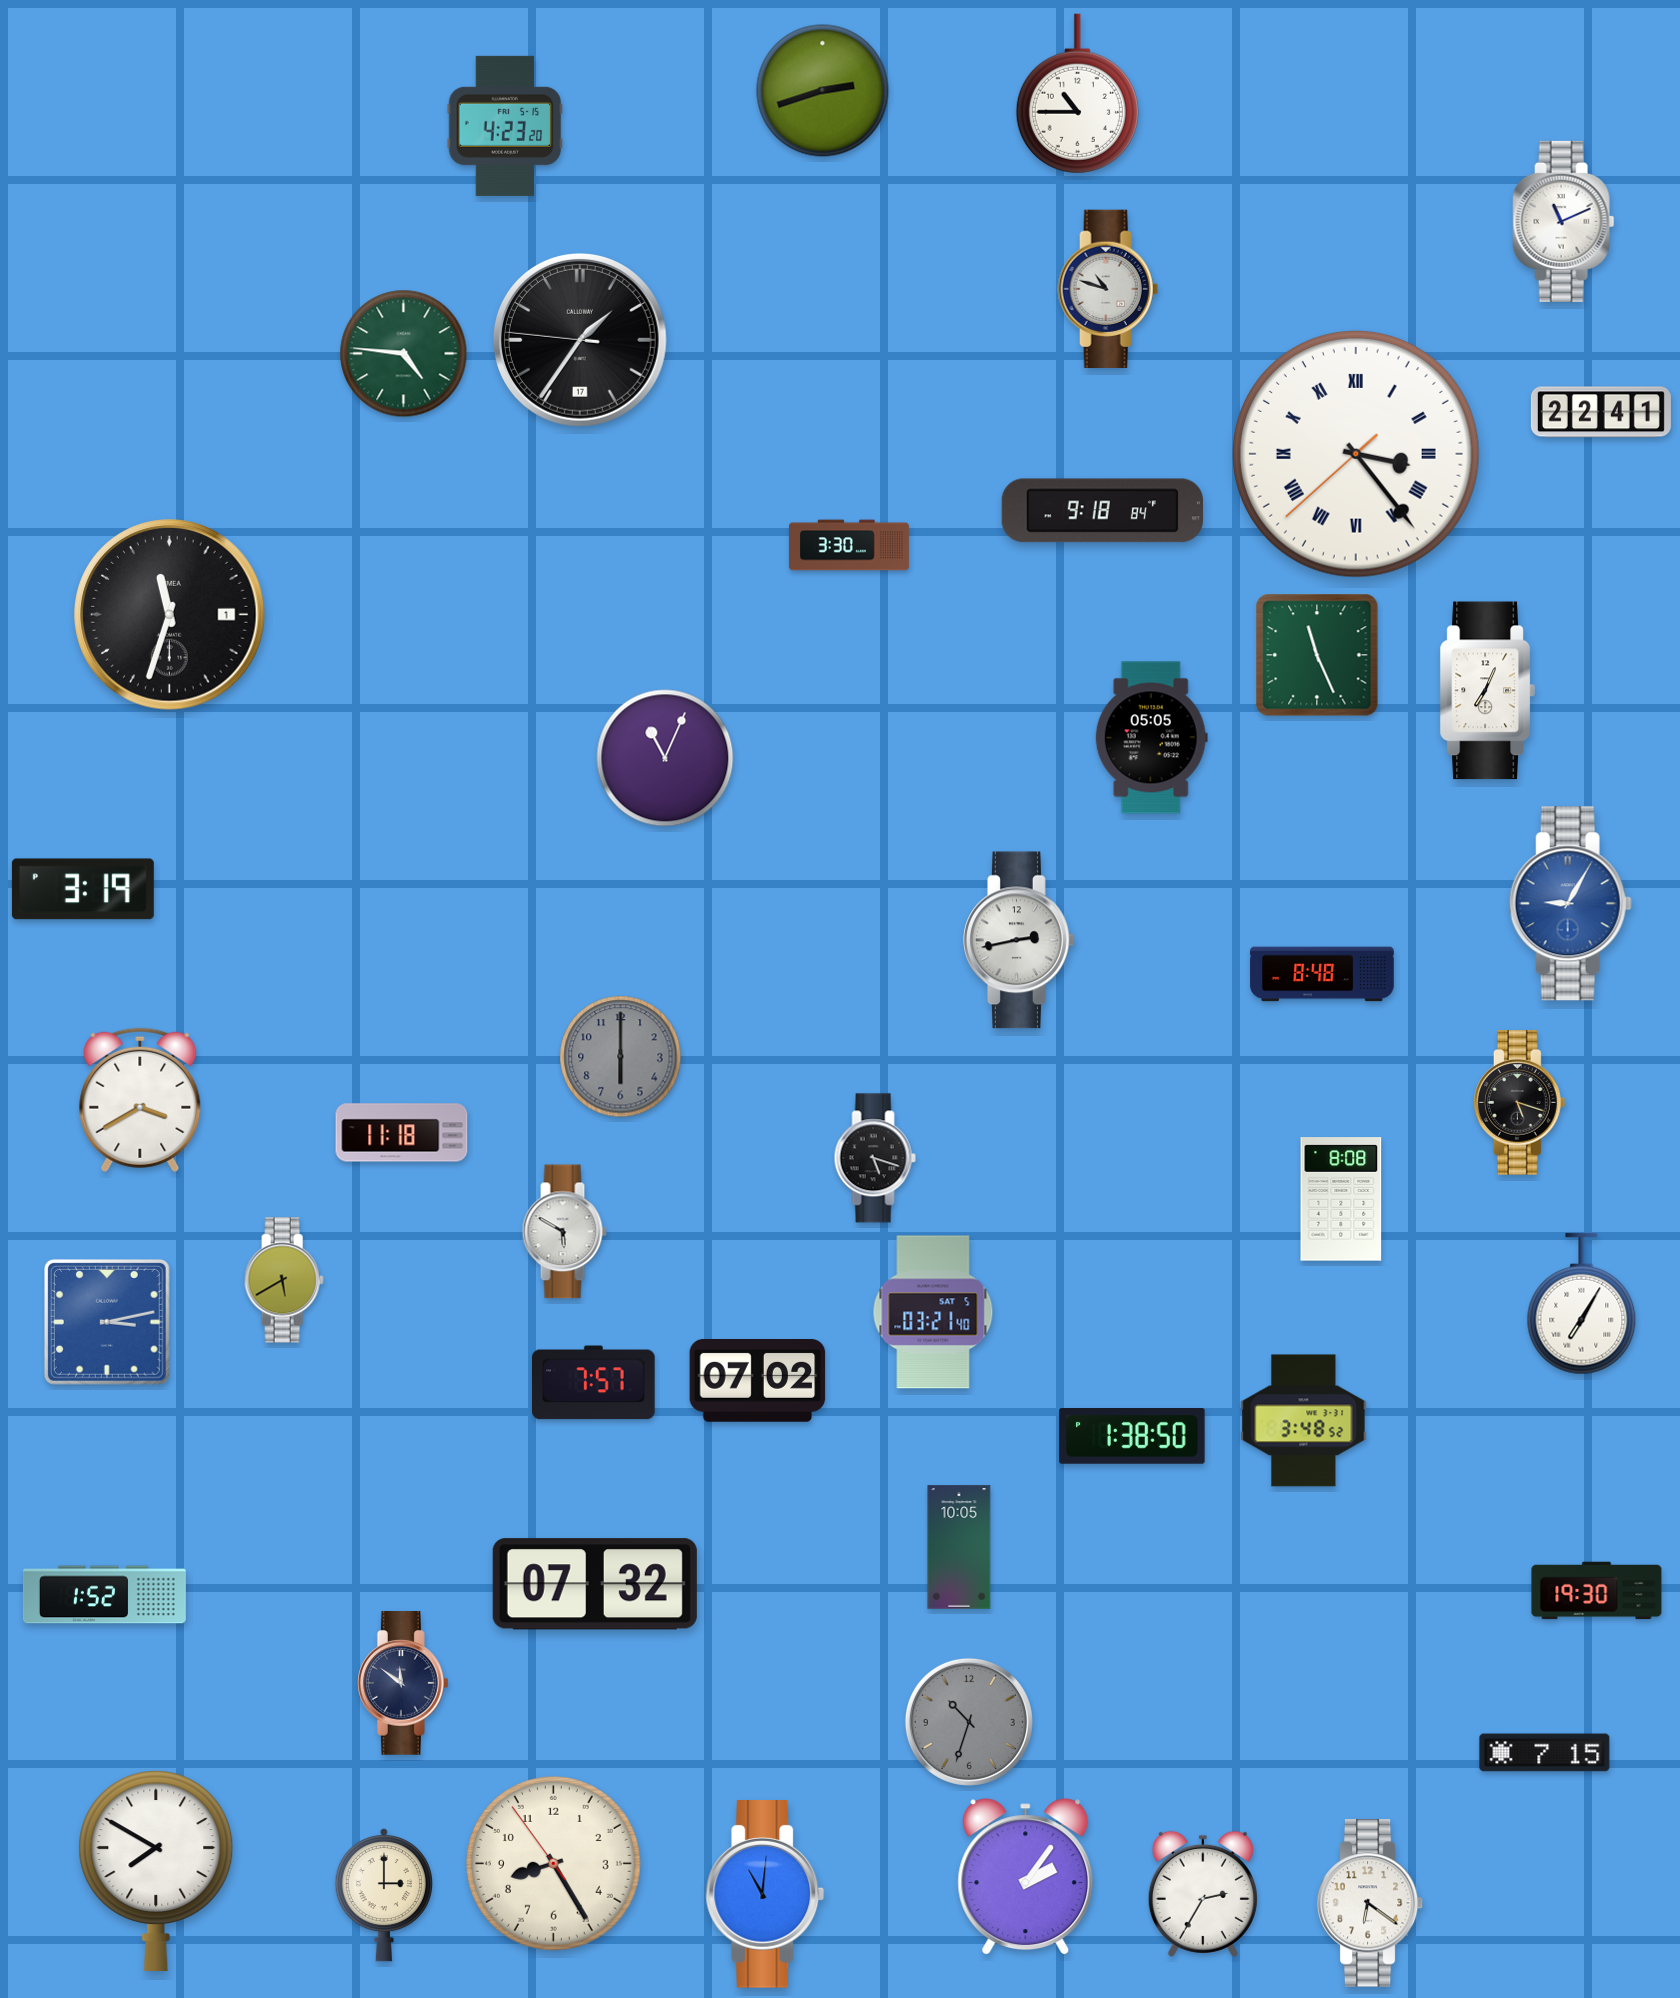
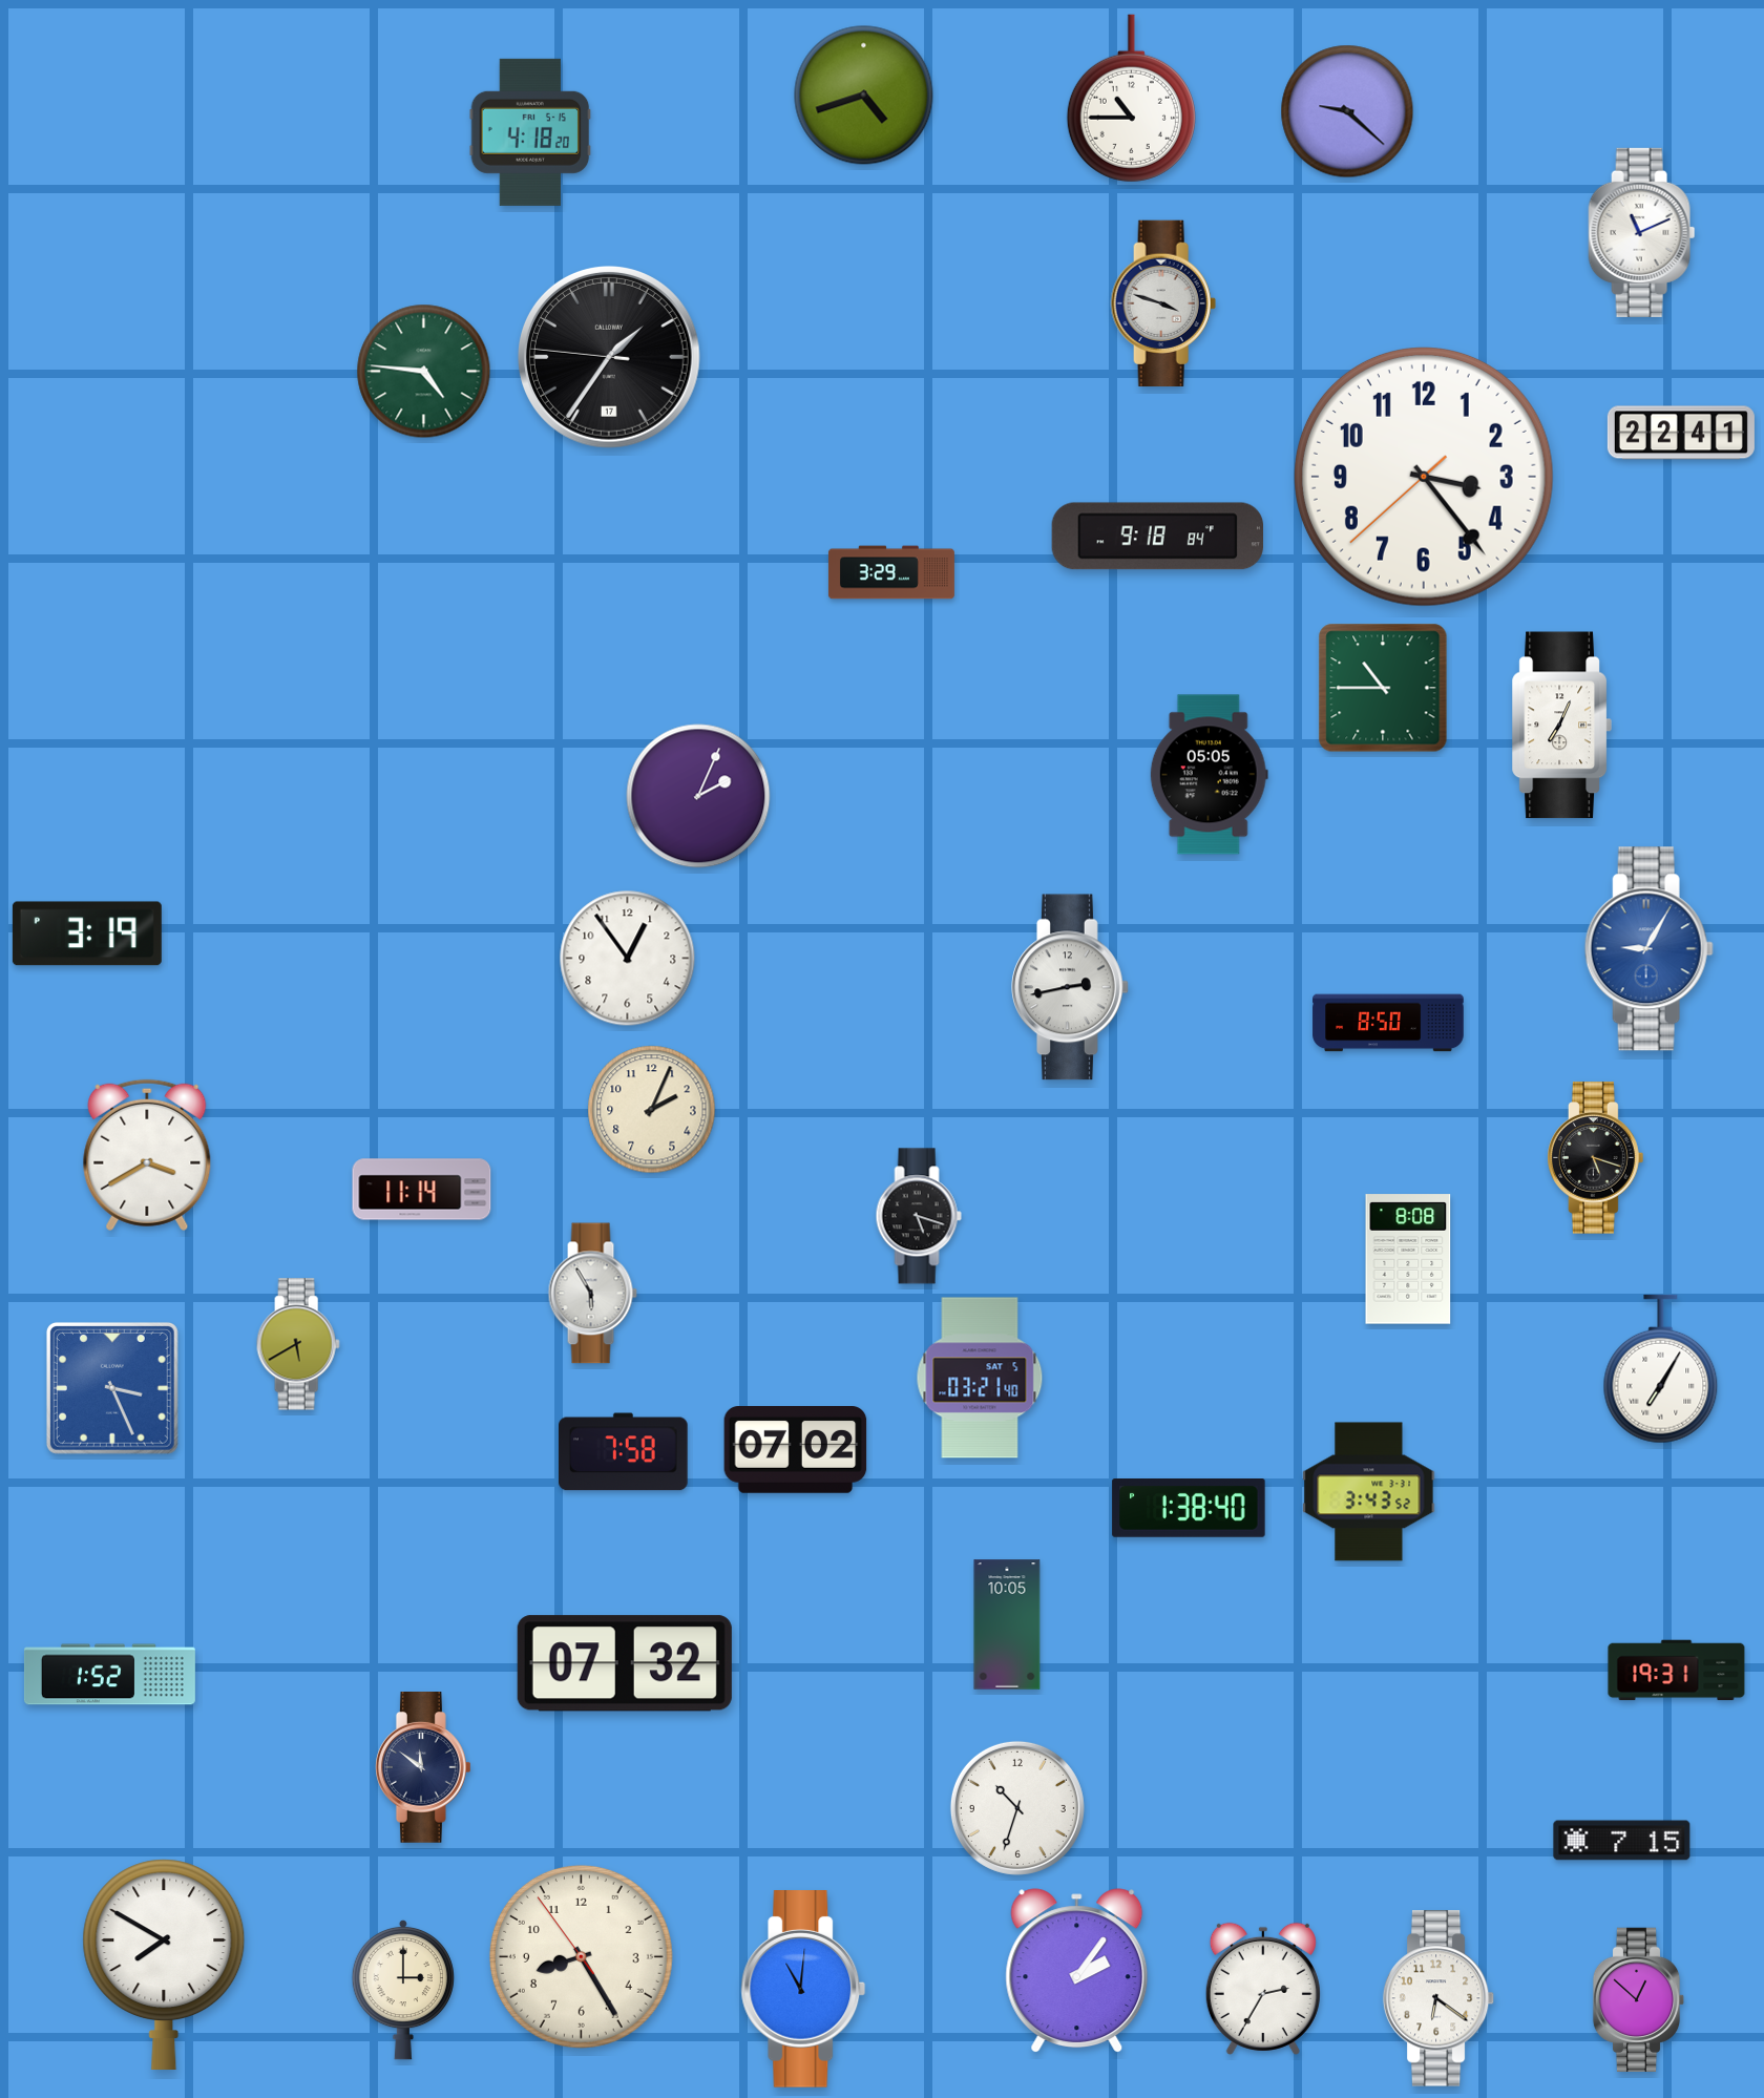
clock at (823, 91): 2:42 -> 4:42
clock at (1347, 111): none -> 9:22
clock at (505, 126): 4:23 -> 4:18
clock at (1108, 289): 10:48 -> 3:48
clock at (1356, 454) numerals: Roman -> Arabic
clock at (849, 545): 3:30 -> 3:29
clock at (170, 615): 11:33 -> none
clock at (1317, 655): 11:26 -> 10:45
clock at (665, 758): 11:04 -> 2:04
clock at (628, 959): none -> 12:54
clock at (1322, 974): 8:48 -> 8:50
clock at (621, 1057): 6:00 -> 2:04
clock at (621, 1057) dial: grey -> cream
clock at (402, 1133): 11:18 -> 11:14
clock at (564, 1232): 5:50 -> 5:55
clock at (107, 1322): 3:13 -> 3:26
clock at (594, 1383): 7:57 -> 7:58
clock at (1304, 1421): 3:48 -> 3:43
clock at (1132, 1437): 1:38:50 -> 1:38:40
clock at (1597, 1591): 19:30 -> 19:31
clock at (969, 1722) dial: grey -> white
clock at (1639, 1999): none -> 12:52
